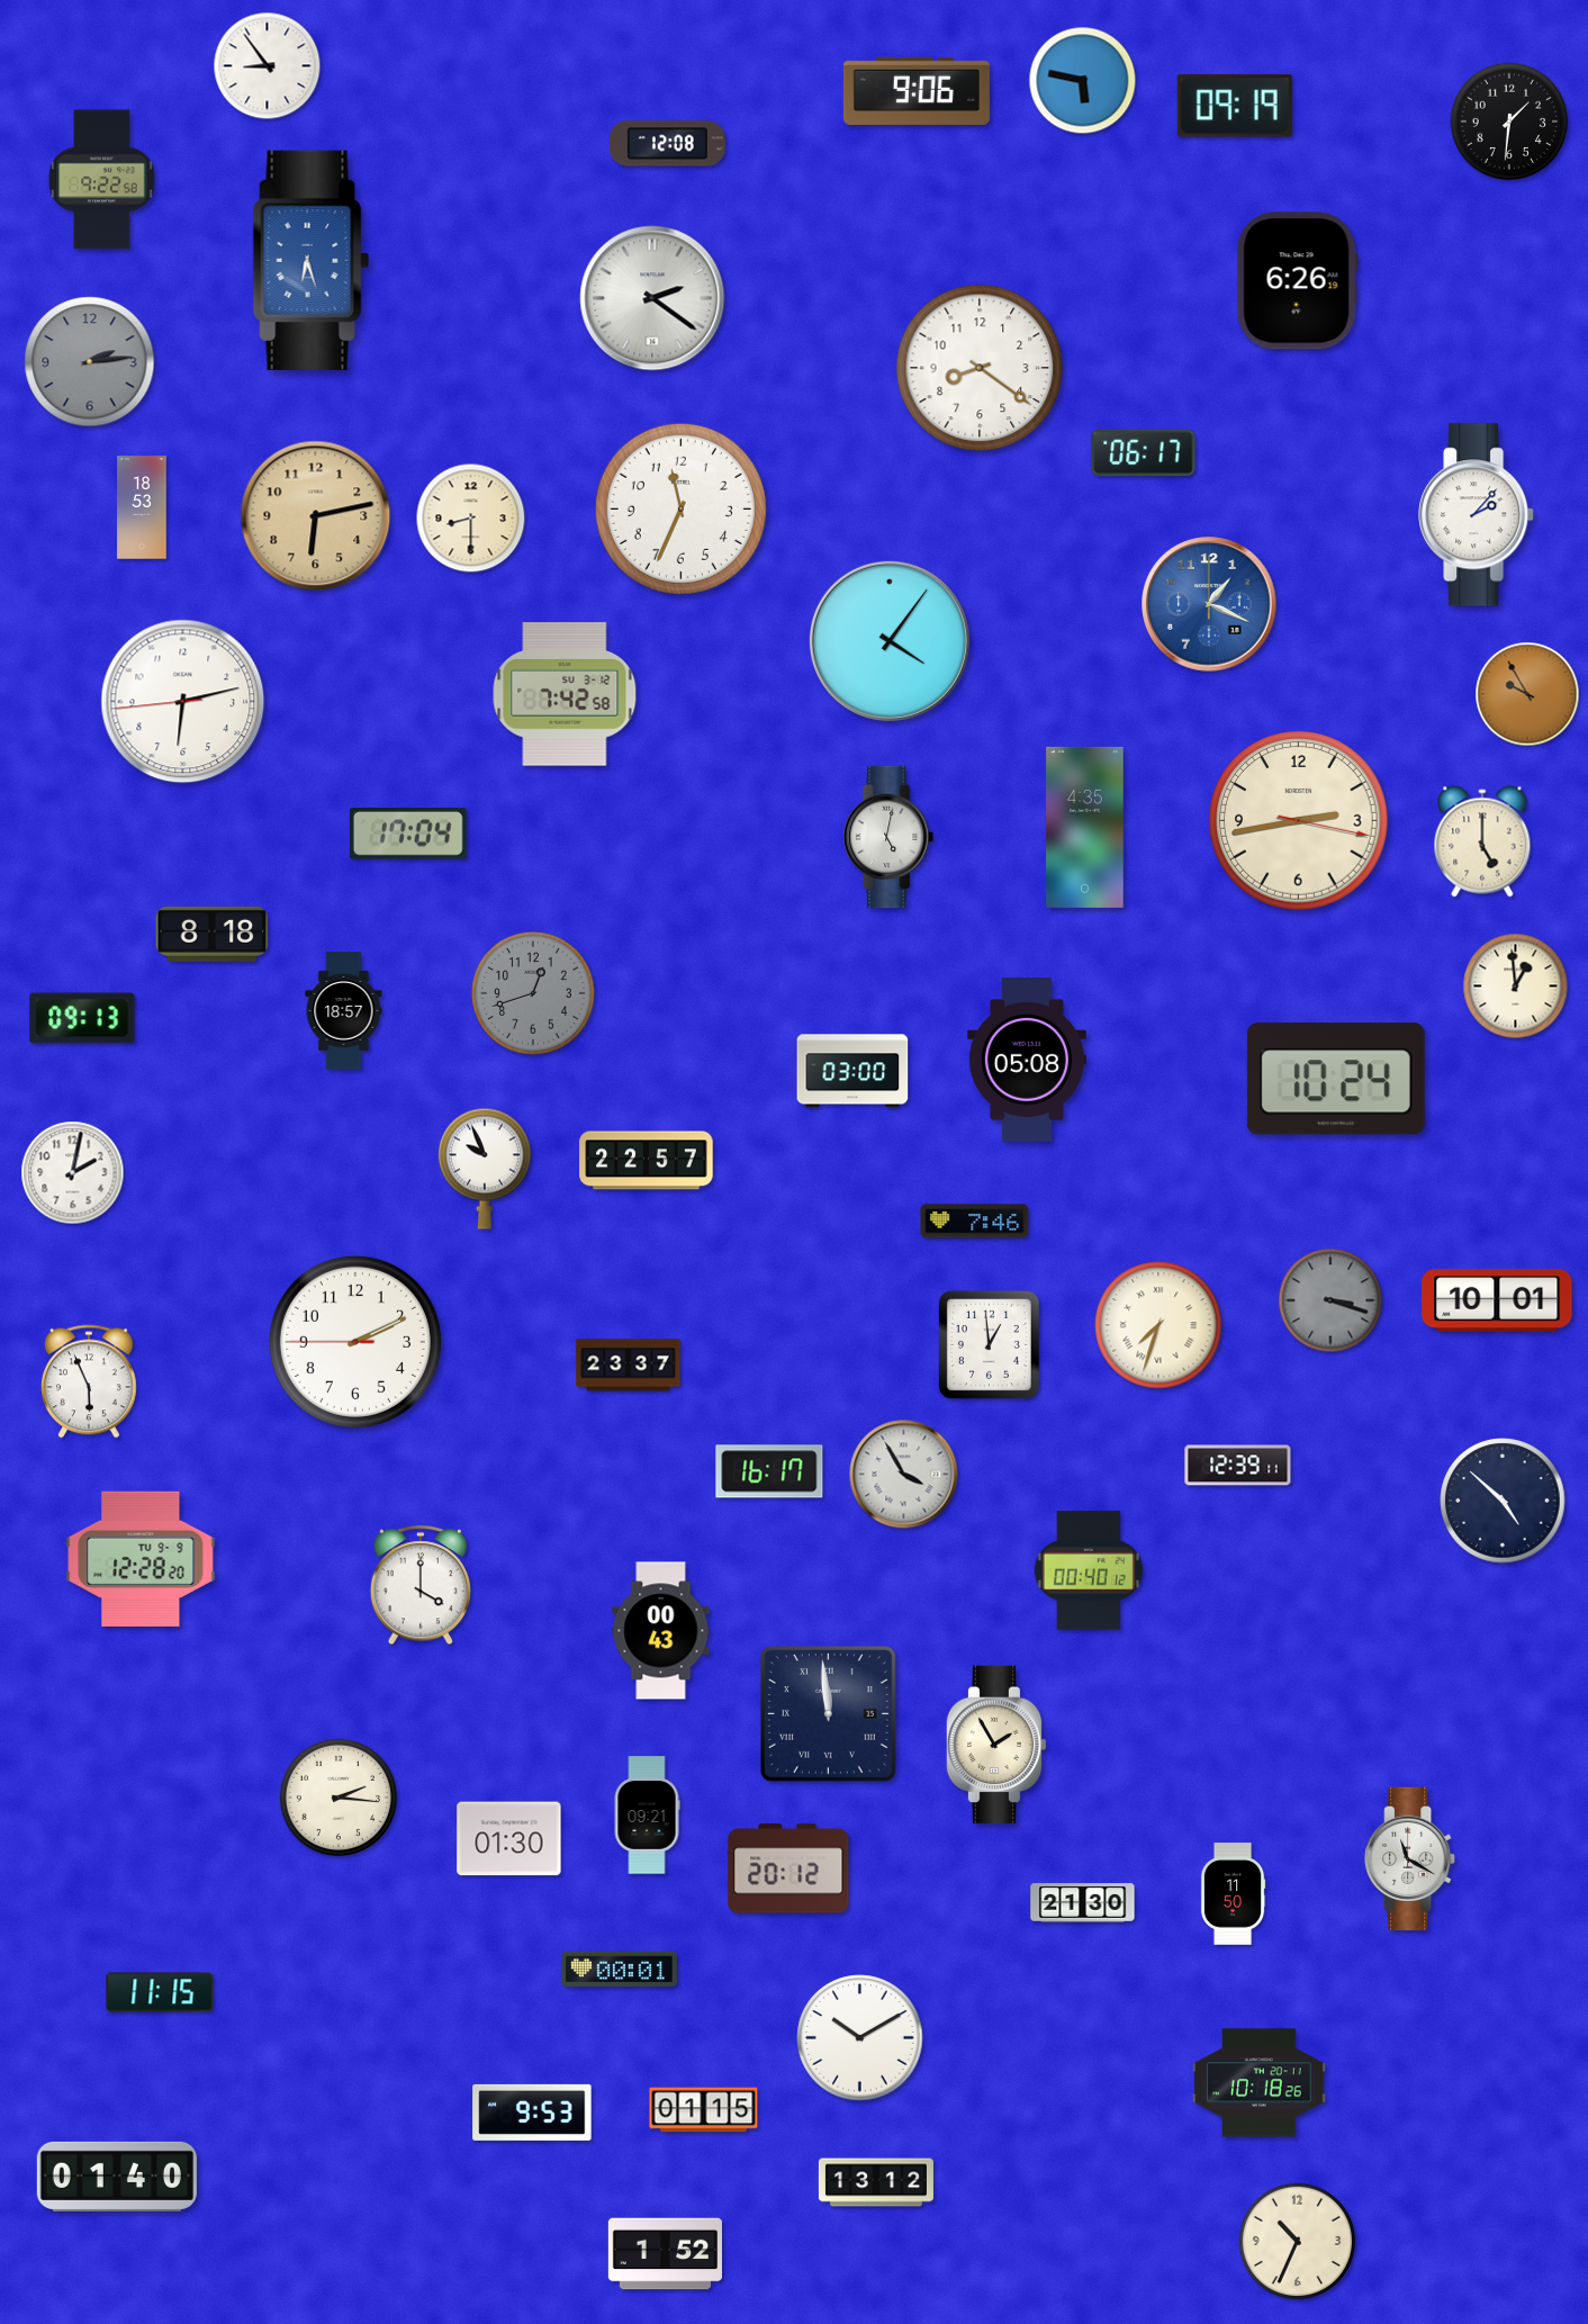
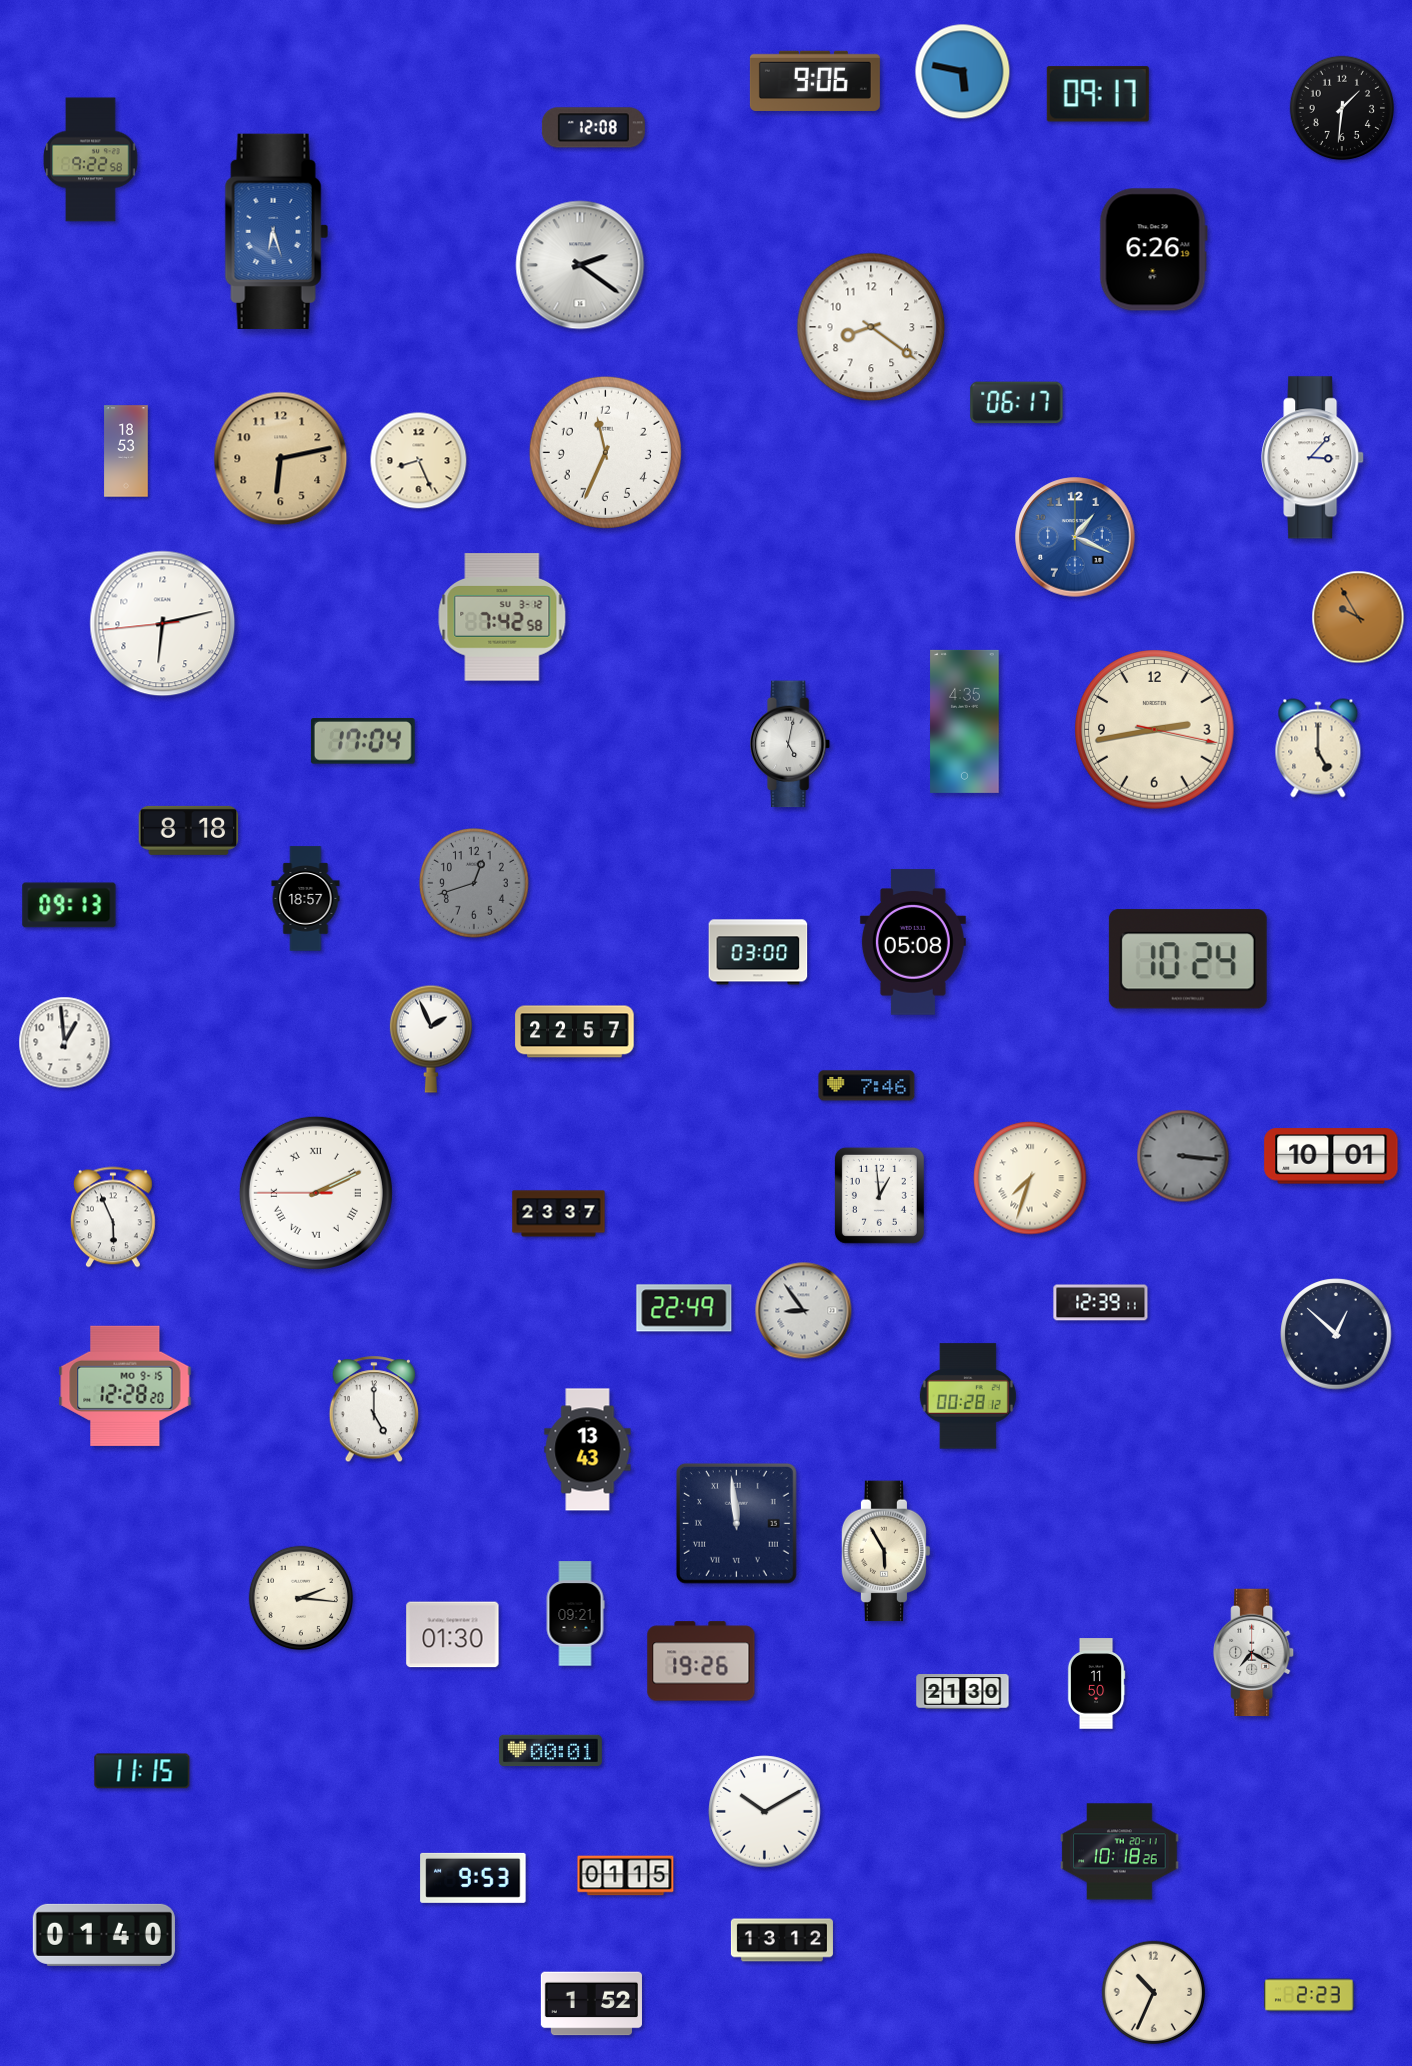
clock at (268, 66): 8:54 -> none
clock at (1235, 106): 09:19 -> 09:17
clock at (90, 362): 2:14 -> none
clock at (1477, 515): 2:07 -> 3:07
clock at (471, 519): 8:30 -> 8:26
clock at (890, 641): 4:06 -> none
clock at (1085, 827) position: (1085, 827) -> (965, 721)
clock at (1516, 987): 12:59 -> none
clock at (82, 1018) position: (82, 1018) -> (69, 905)
clock at (485, 1169): 9:56 -> 1:56
clock at (73, 1173): 2:02 -> 12:59
clock at (1330, 1300): 3:18 -> 3:16
clock at (355, 1342) numerals: Arabic -> Roman
clock at (89, 1381) position: (89, 1381) -> (113, 1217)
clock at (769, 1471): 16:17 -> 22:49
clock at (904, 1475): 3:55 -> 8:54
clock at (1503, 1501): 4:52 -> 12:52
clock at (141, 1559) date: TU 9-9 -> MO 9-15
clock at (1089, 1570): 00:40 -> 00:28
clock at (419, 1586): 4:00 -> 5:00
clock at (661, 1631): 00:43 -> 13:43
clock at (996, 1745): 1:55 -> 5:55
clock at (1410, 1859): 11:20 -> 7:20
clock at (788, 1868): 20:12 -> 19:26
clock at (876, 2182) position: (876, 2182) -> (782, 1940)
clock at (1310, 1995): none -> 2:23
